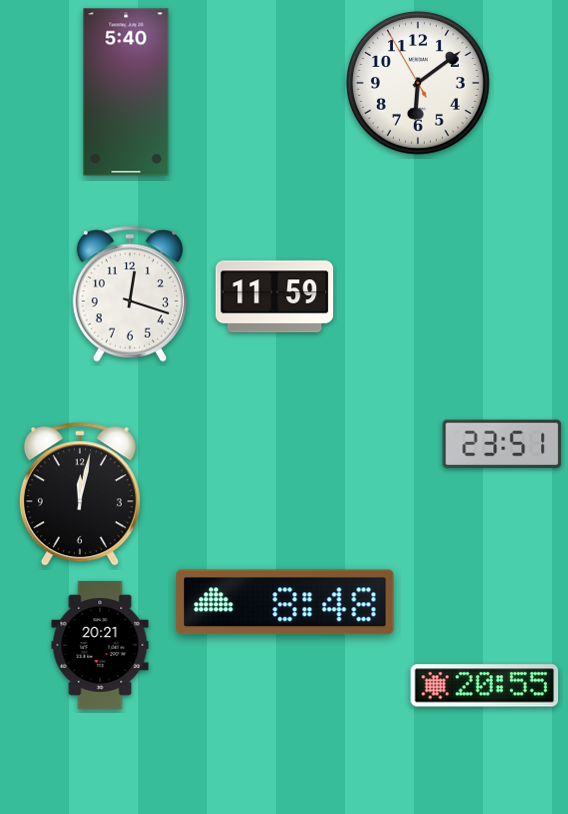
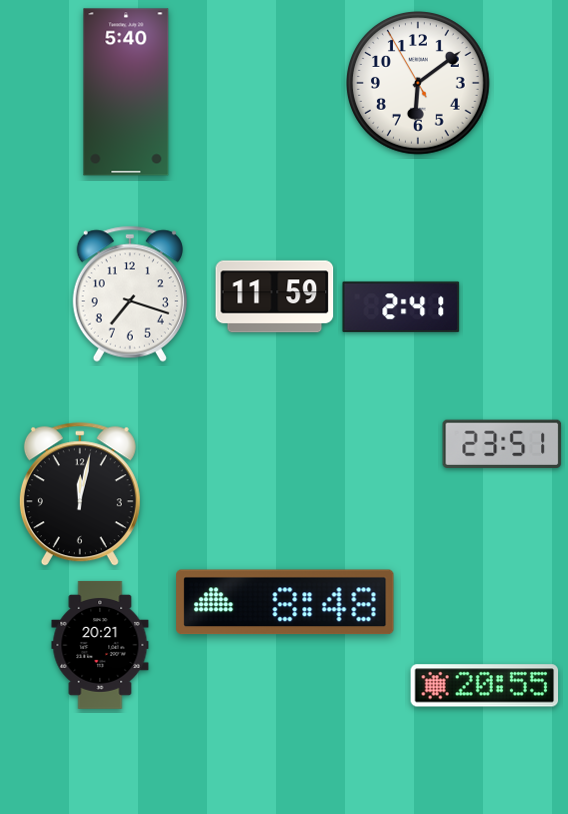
clock at (130, 294): 12:18 -> 7:18
clock at (401, 307): none -> 2:41
